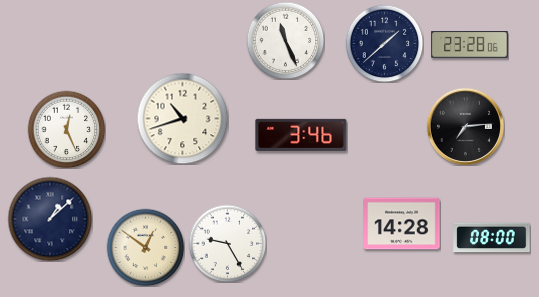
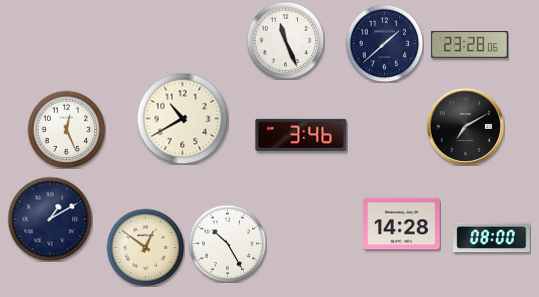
clock at (182, 118): 10:42 -> 10:40
clock at (465, 126): 7:14 -> 7:10
clock at (50, 219): 1:08 -> 1:10
clock at (227, 243): 9:25 -> 10:25
